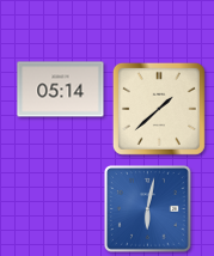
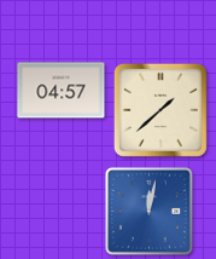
clock at (61, 90): 05:14 -> 04:57
clock at (147, 208): 6:02 -> 12:02
